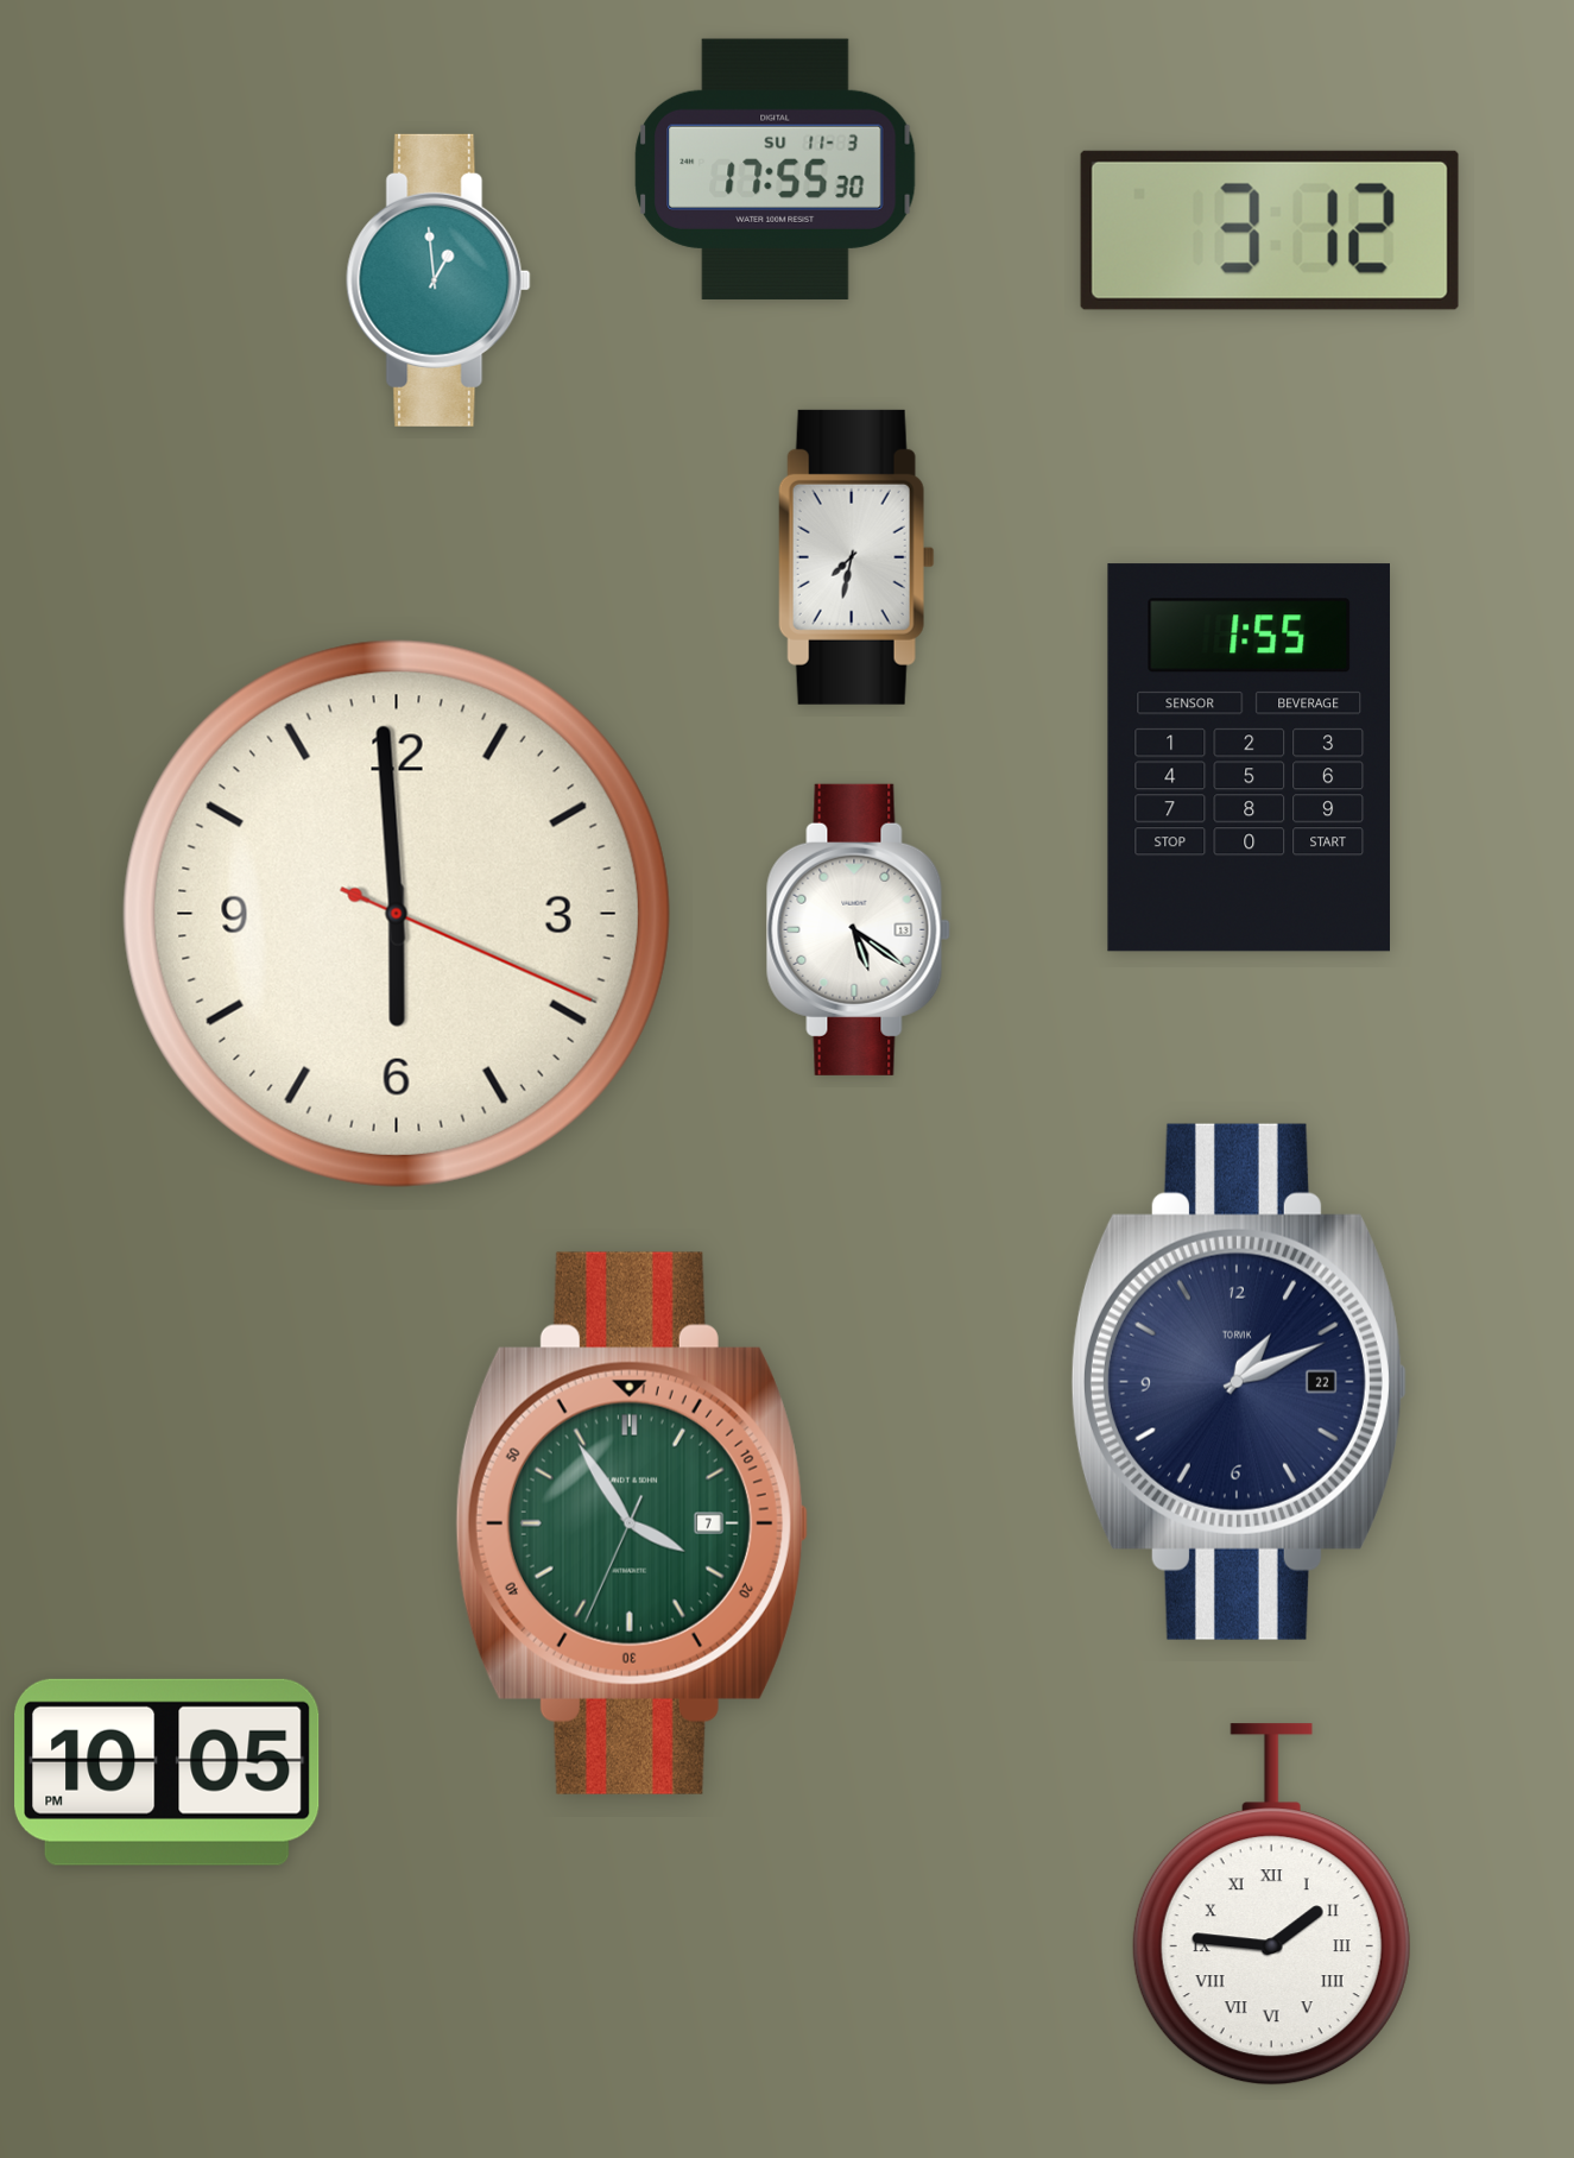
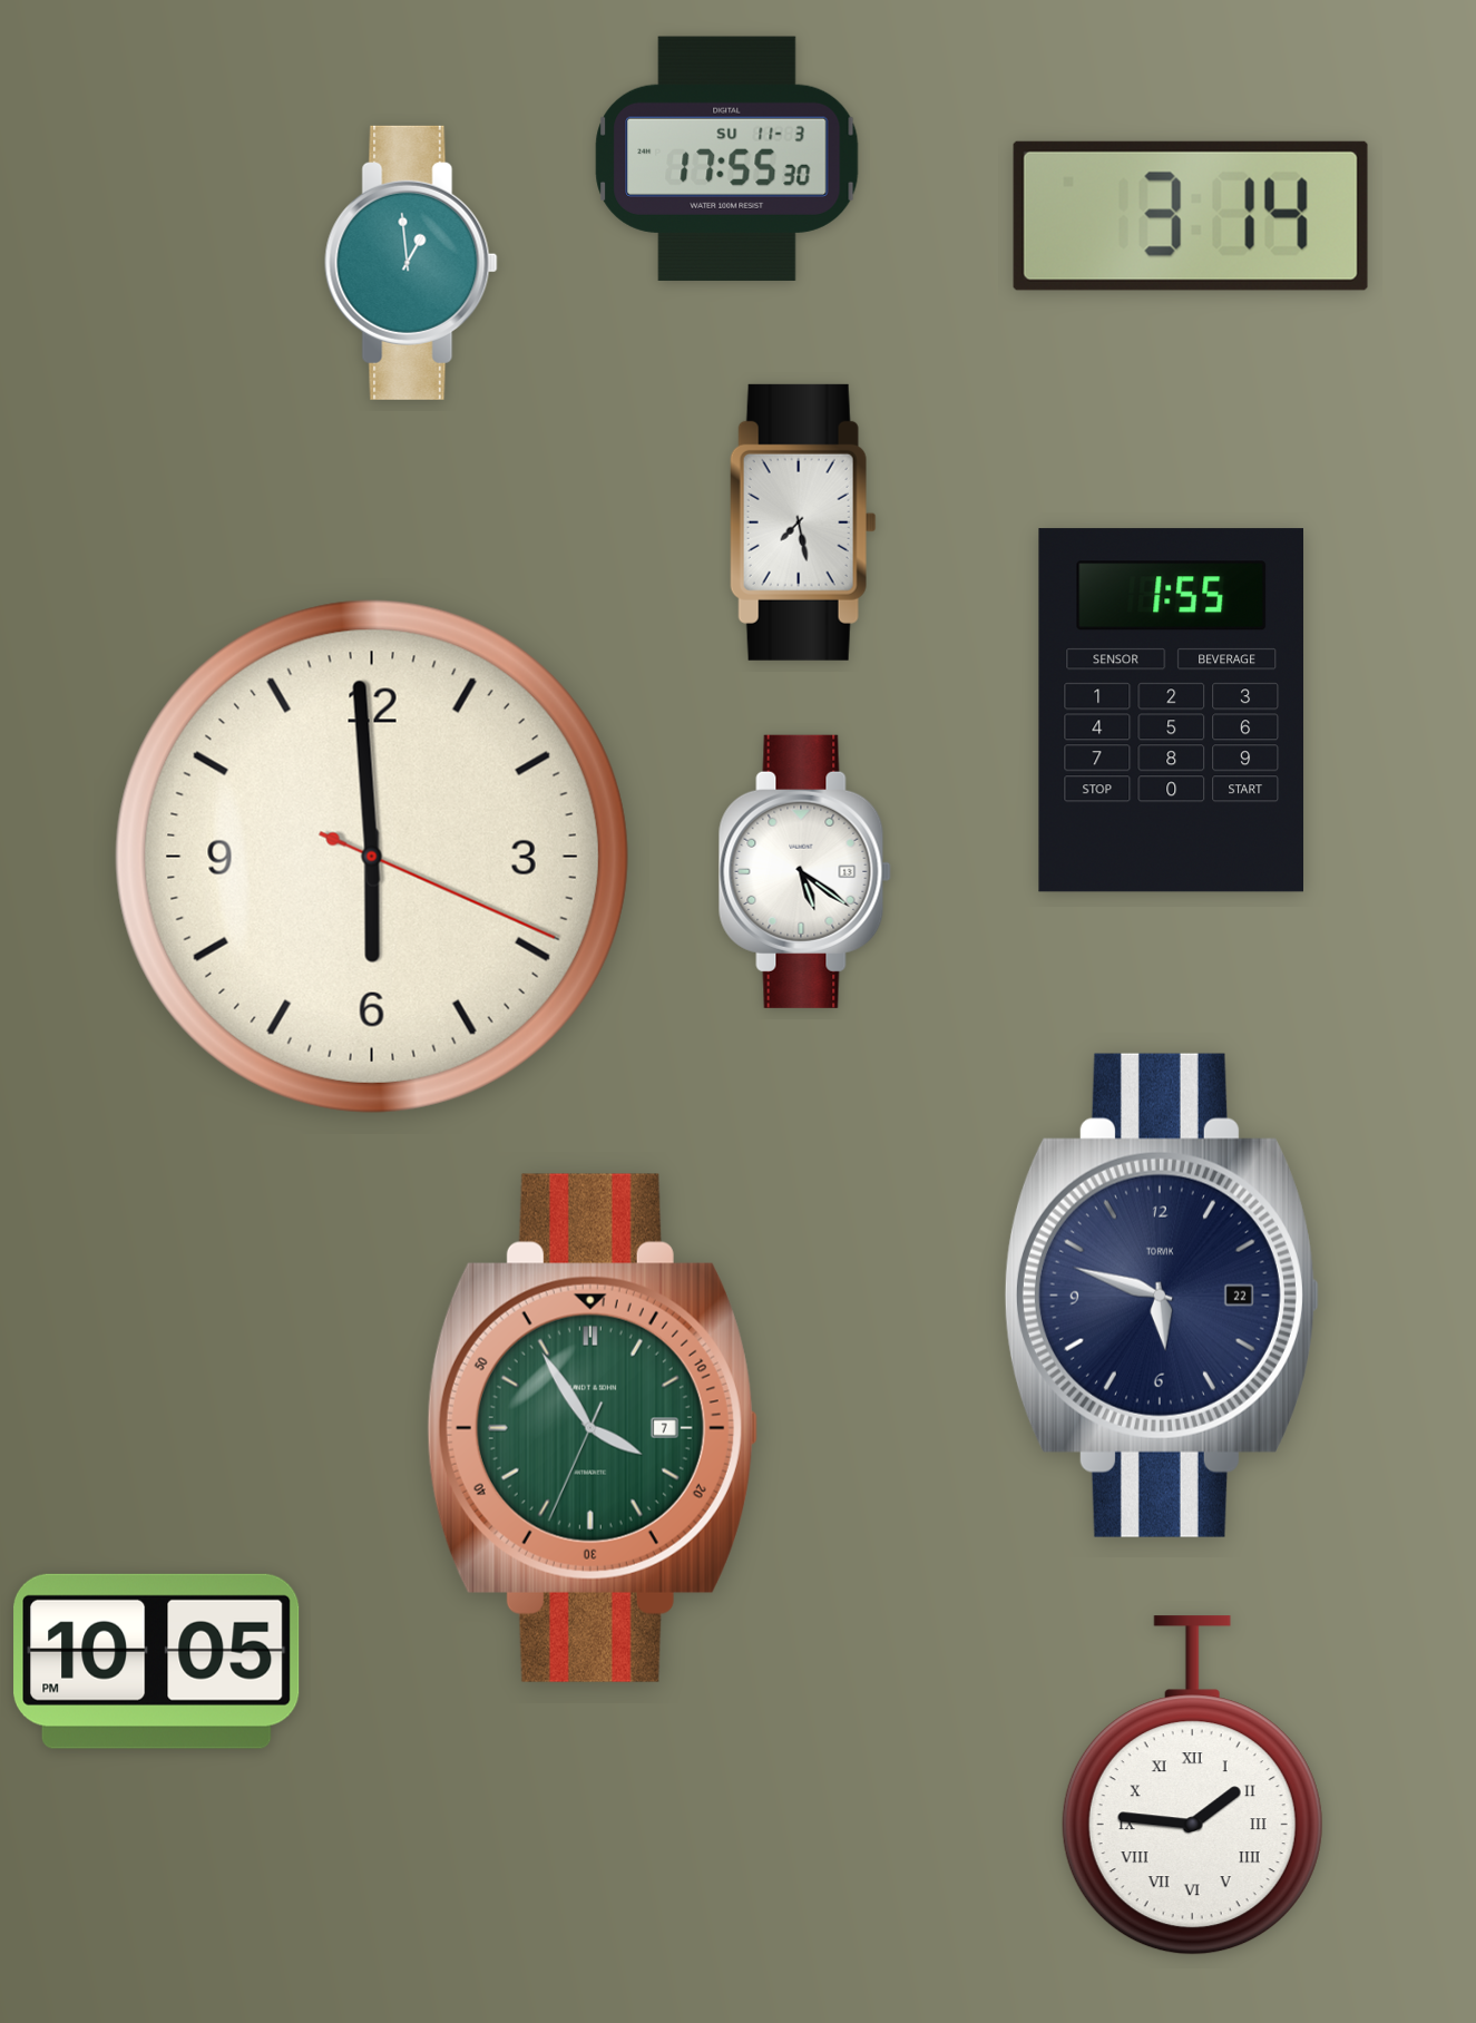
clock at (1270, 231): 3:12 -> 3:14
clock at (856, 557): 7:32 -> 7:28
clock at (1238, 1382): 1:11 -> 5:48
